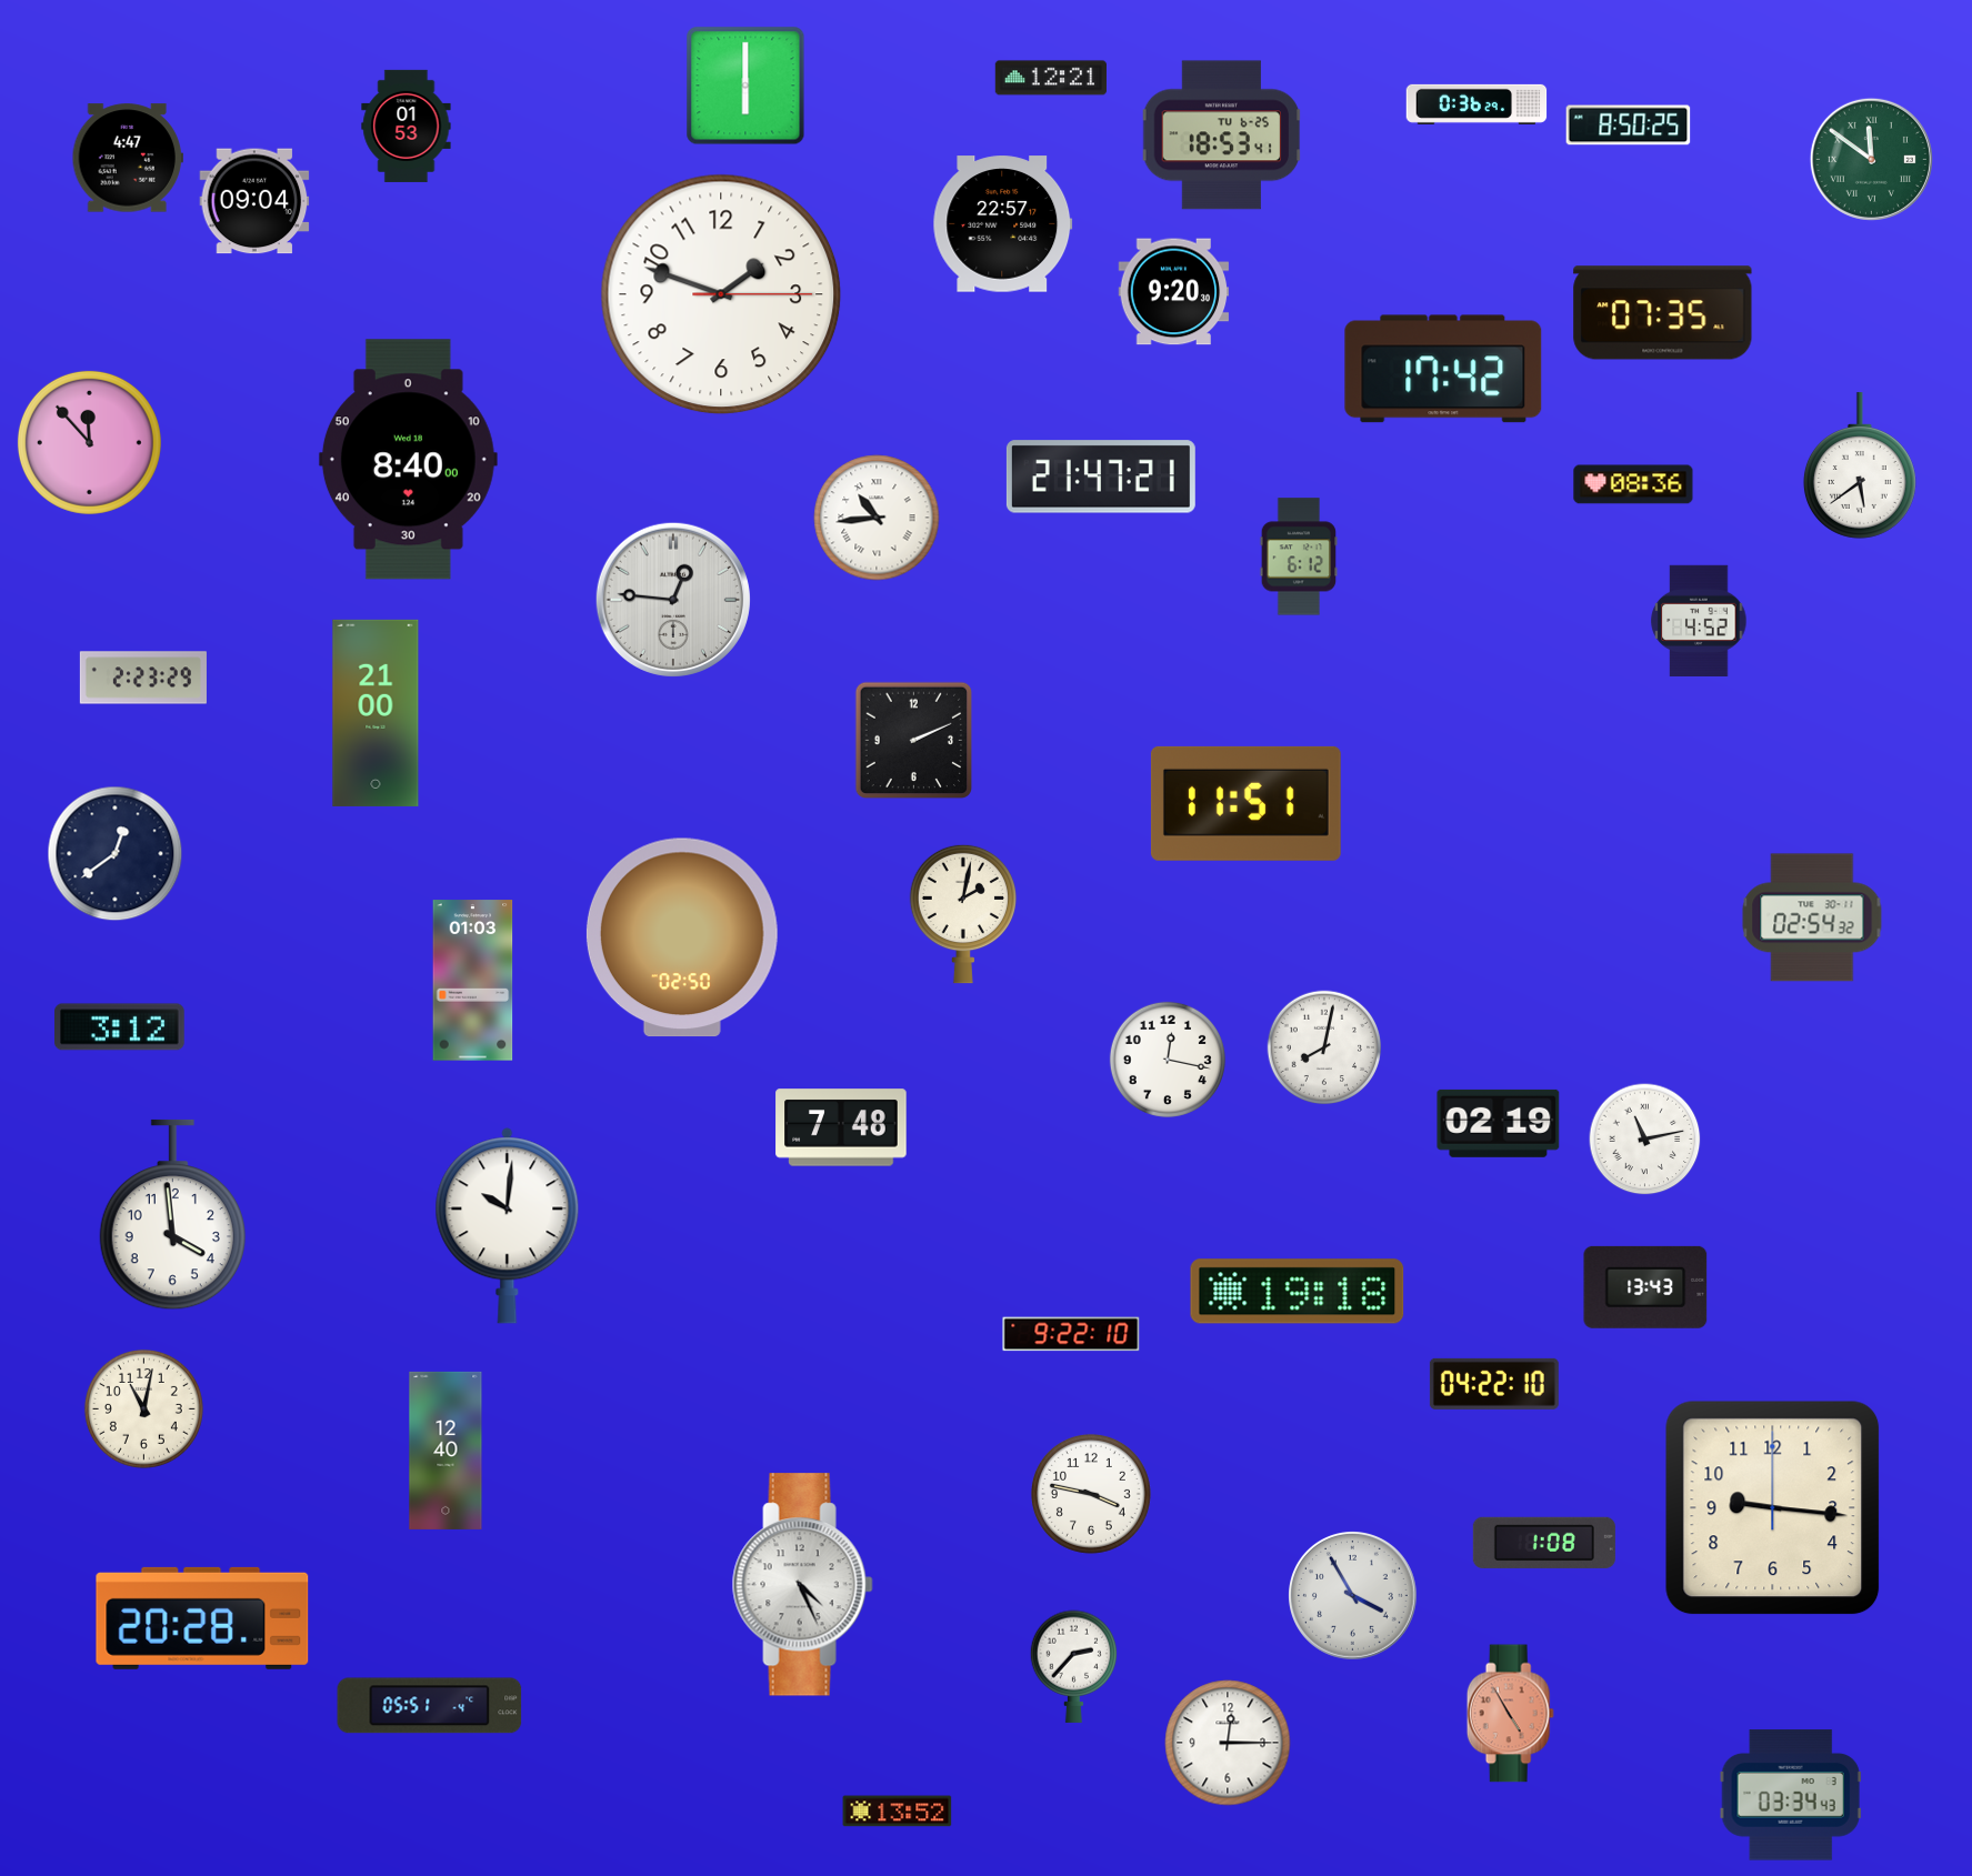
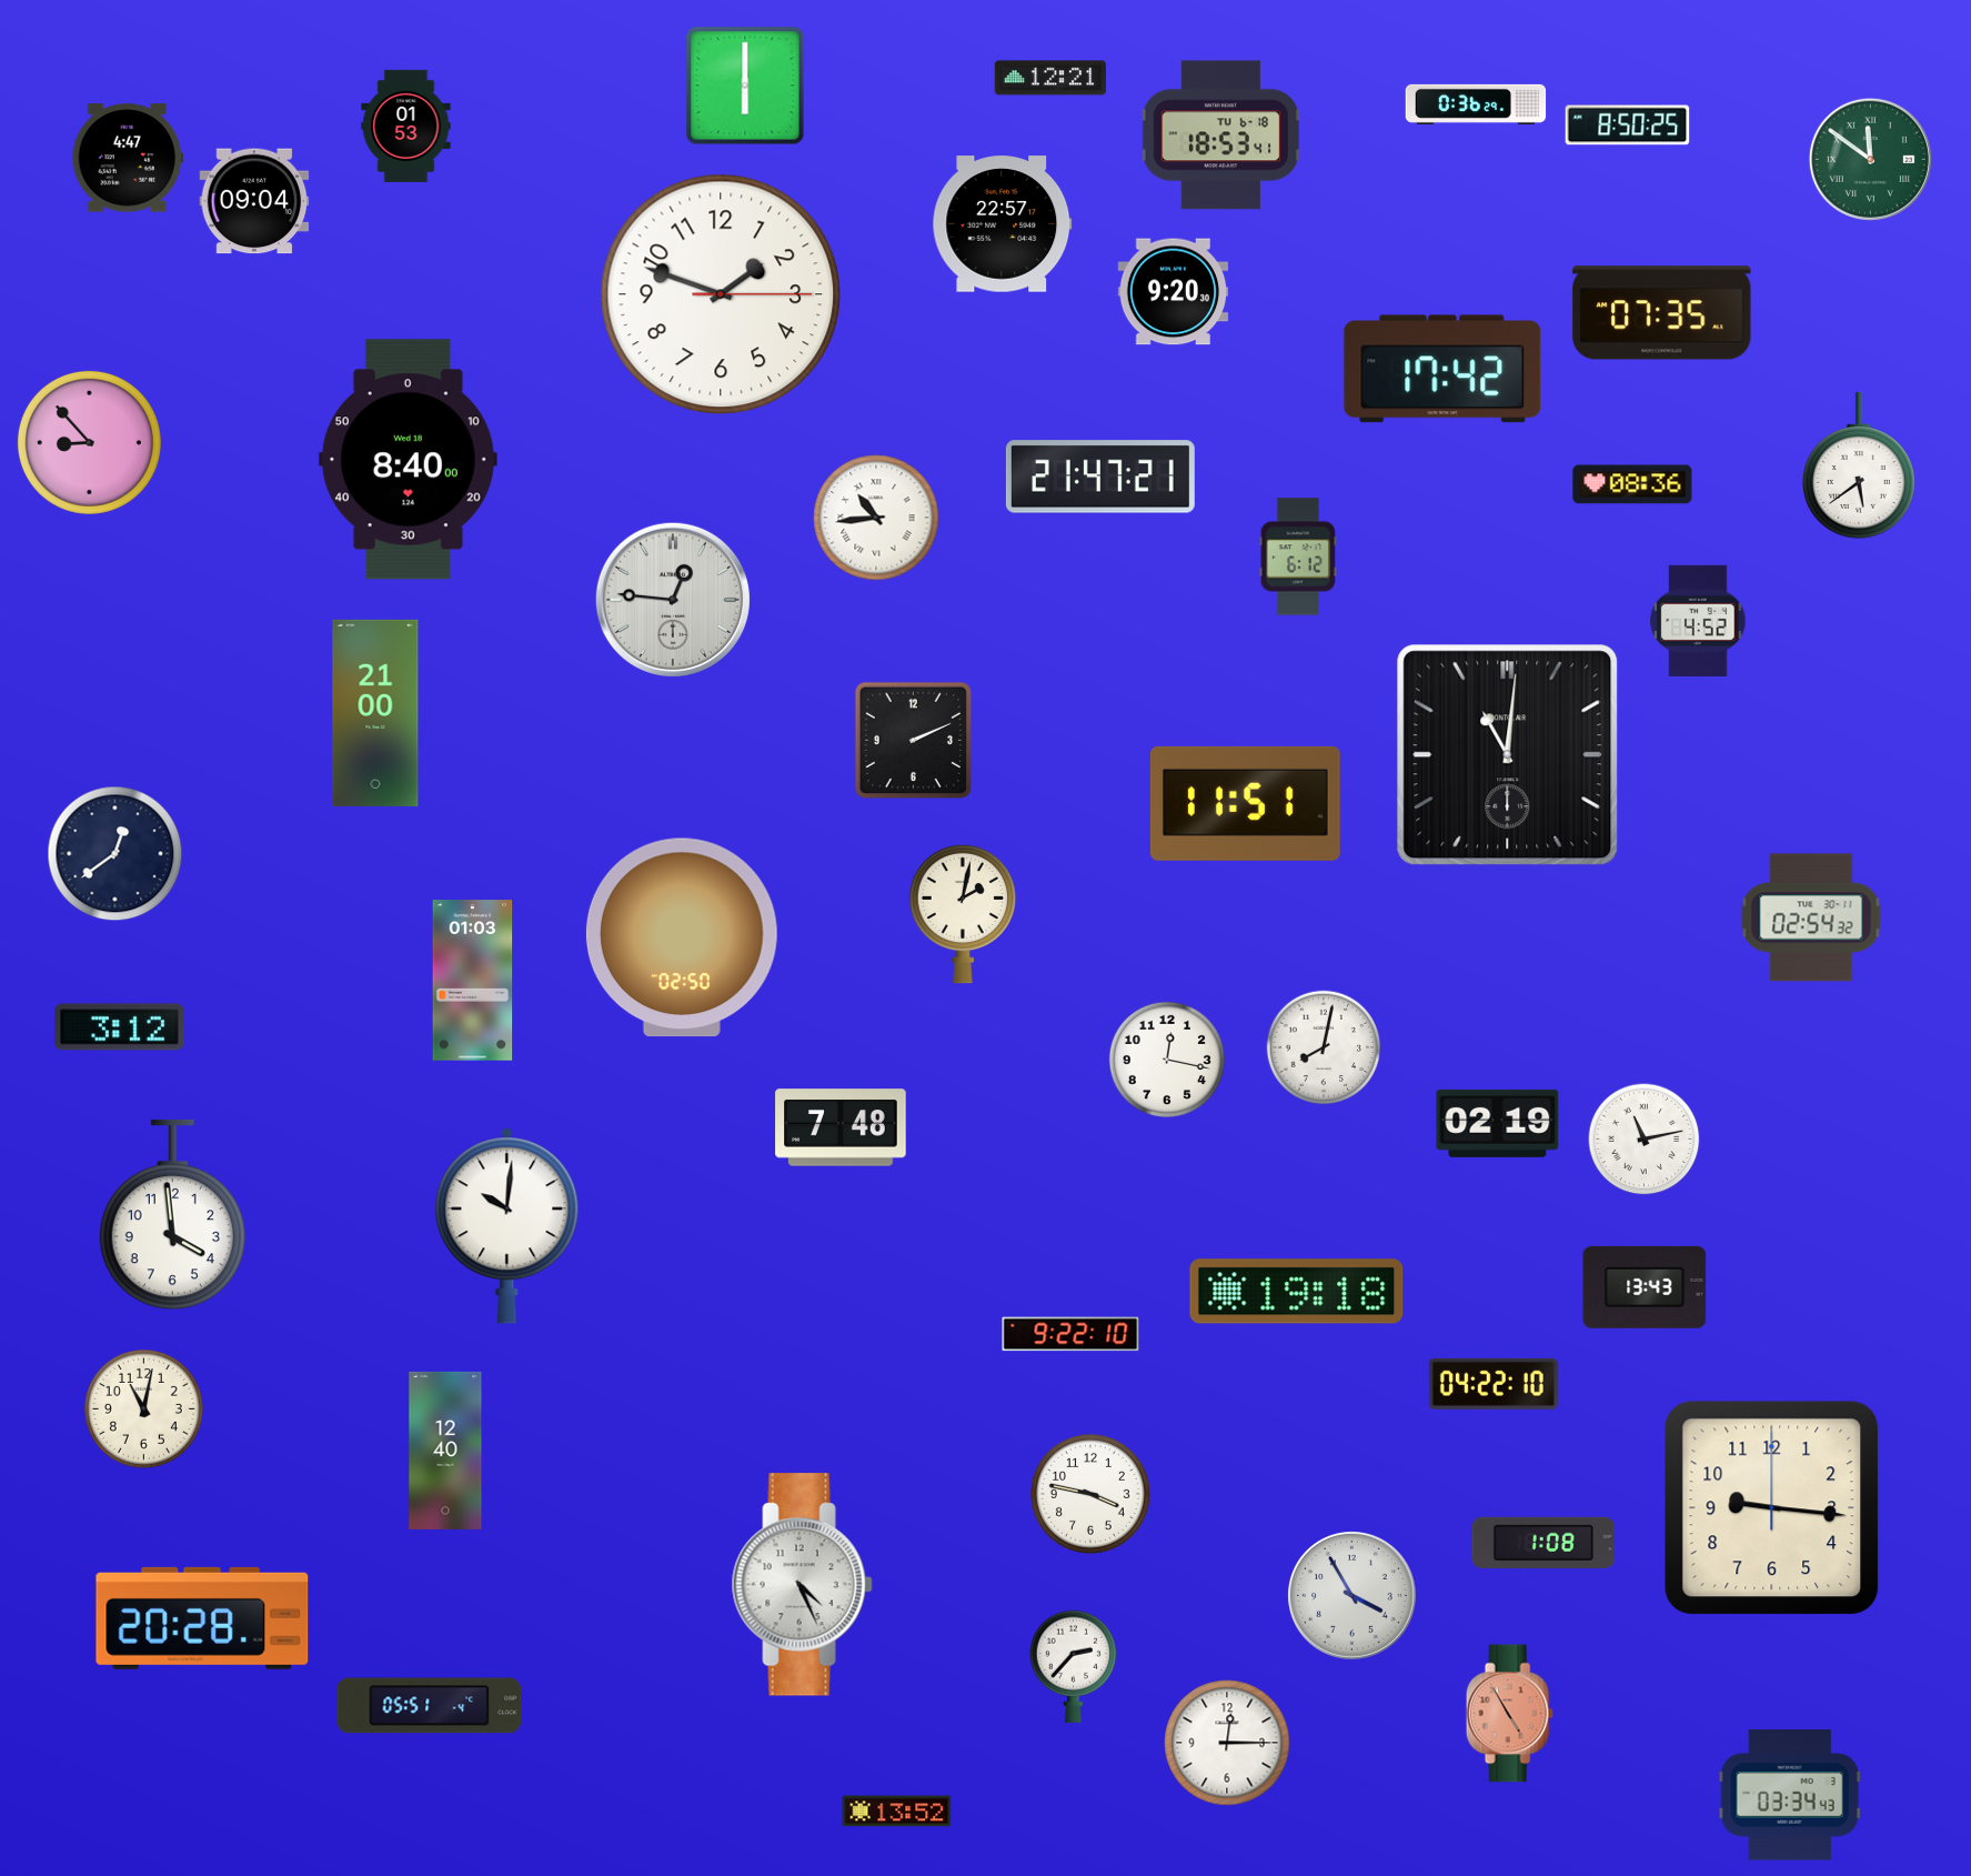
clock at (1222, 136) date: TU 6-25 -> TU 6-18
clock at (89, 442): 11:53 -> 8:53
clock at (143, 678): 2:23 -> none
clock at (1508, 755): none -> 11:01
